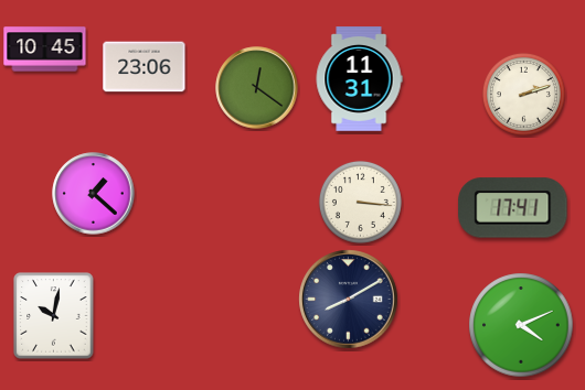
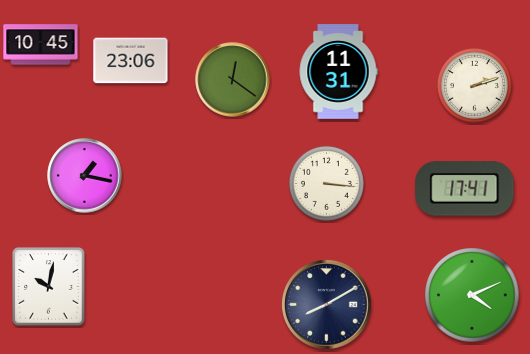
clock at (359, 79) position: (359, 79) -> (338, 72)
clock at (94, 194): 1:22 -> 1:17
clock at (349, 300) position: (349, 300) -> (327, 305)
